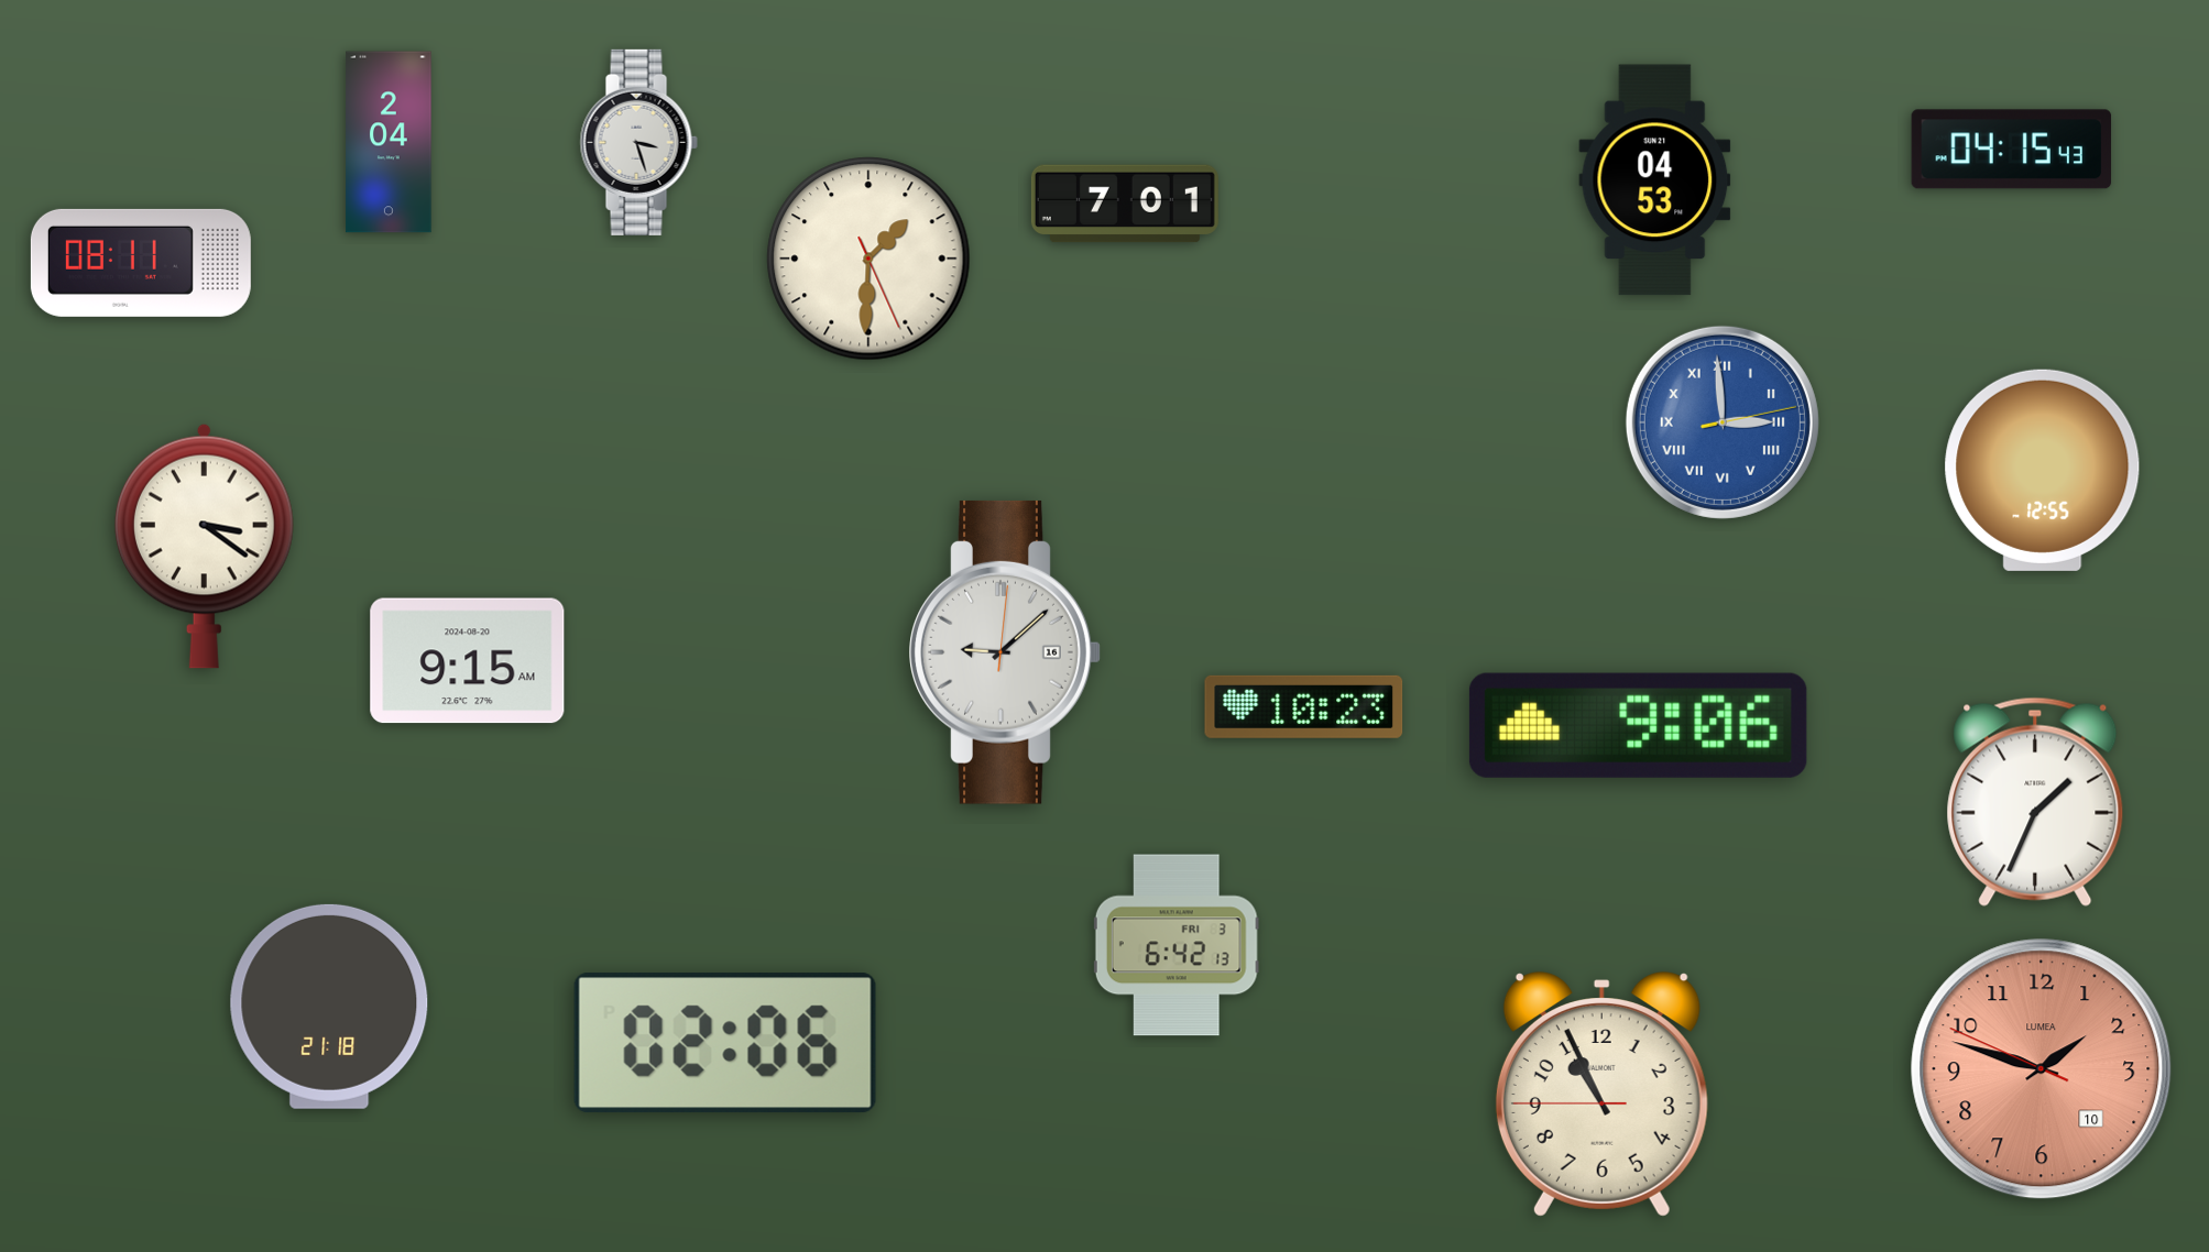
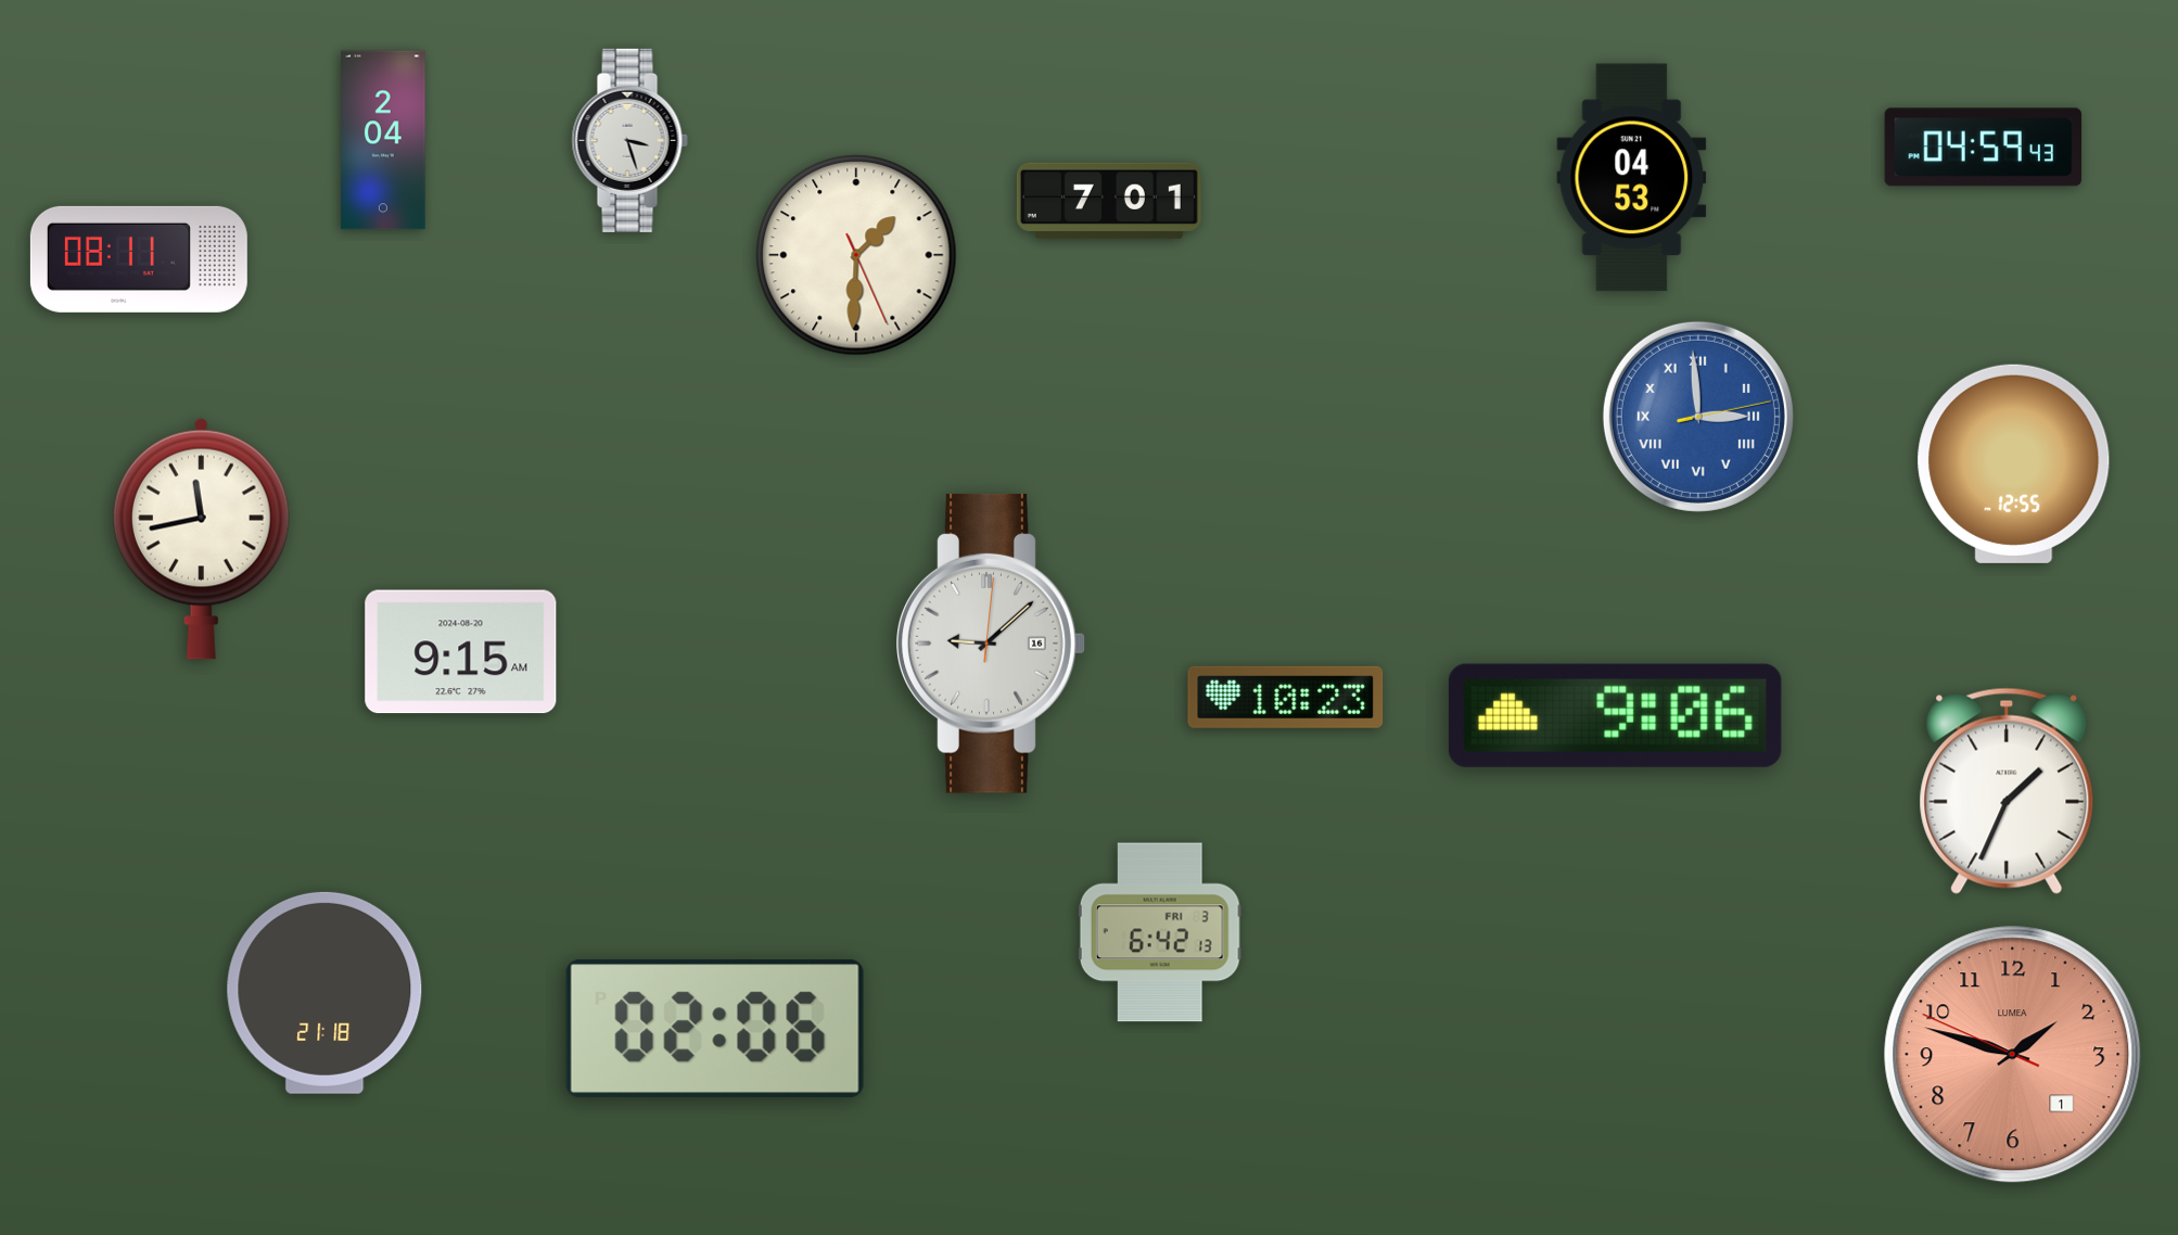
clock at (2012, 150): 04:15 -> 04:59
clock at (204, 546): 3:21 -> 11:43
clock at (2042, 1069) date: 10 -> 1
clock at (1601, 1095): 10:55 -> none
